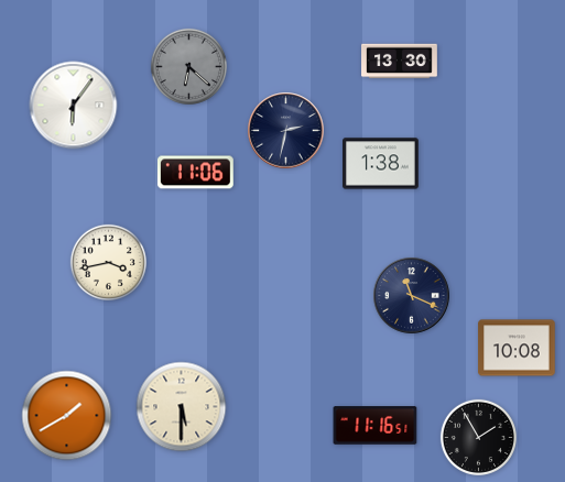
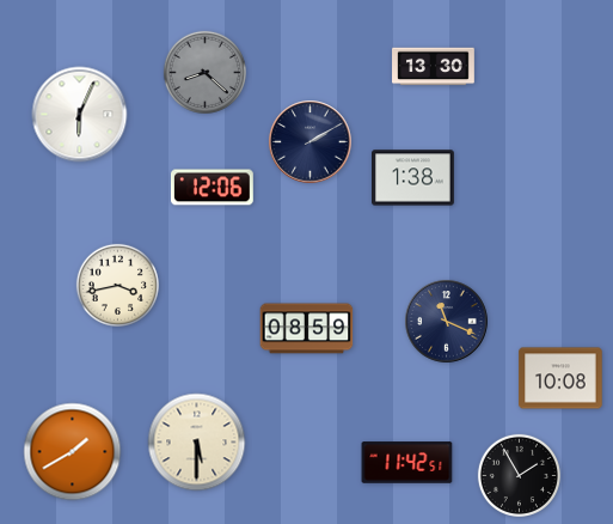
clock at (188, 66): 6:22 -> 8:22
clock at (74, 106): 6:06 -> 6:04
clock at (286, 131): 2:32 -> 2:10
clock at (195, 173): 11:06 -> 12:06
clock at (307, 329): none -> 08:59
clock at (376, 426): 11:16 -> 11:42
